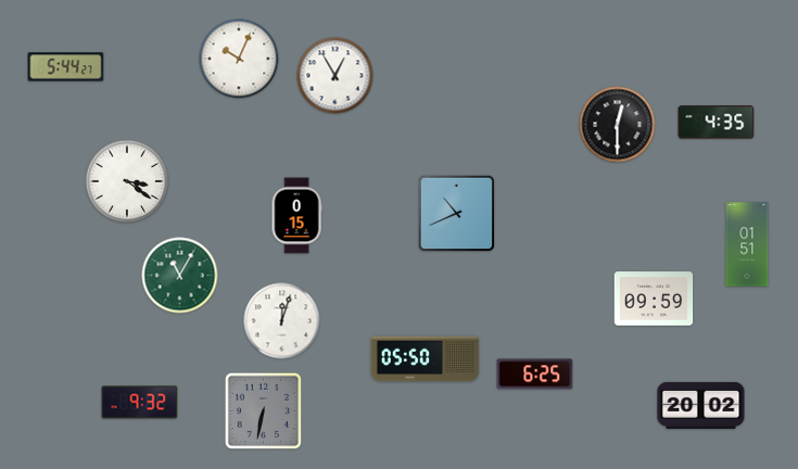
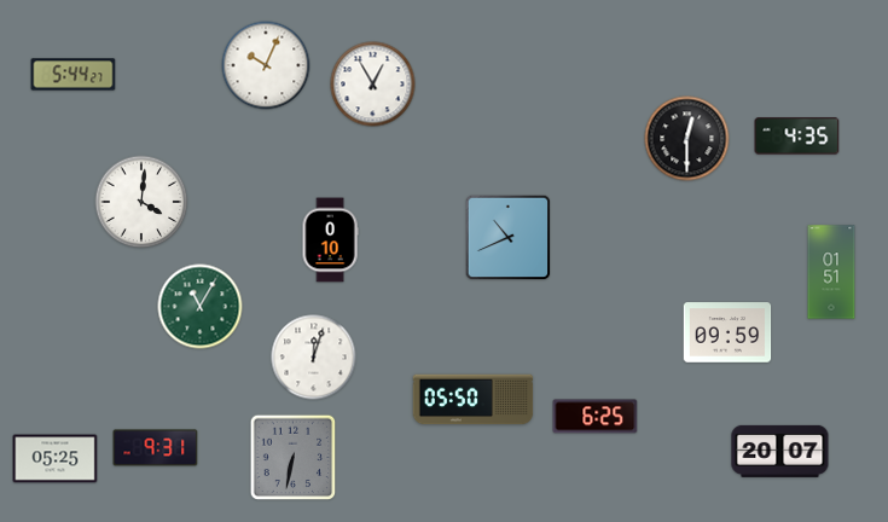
clock at (127, 181): 3:21 -> 4:01
clock at (296, 216): 0:15 -> 0:10
clock at (140, 403): 9:32 -> 9:31
clock at (701, 405): 20:02 -> 20:07
clock at (56, 459): none -> 05:25
